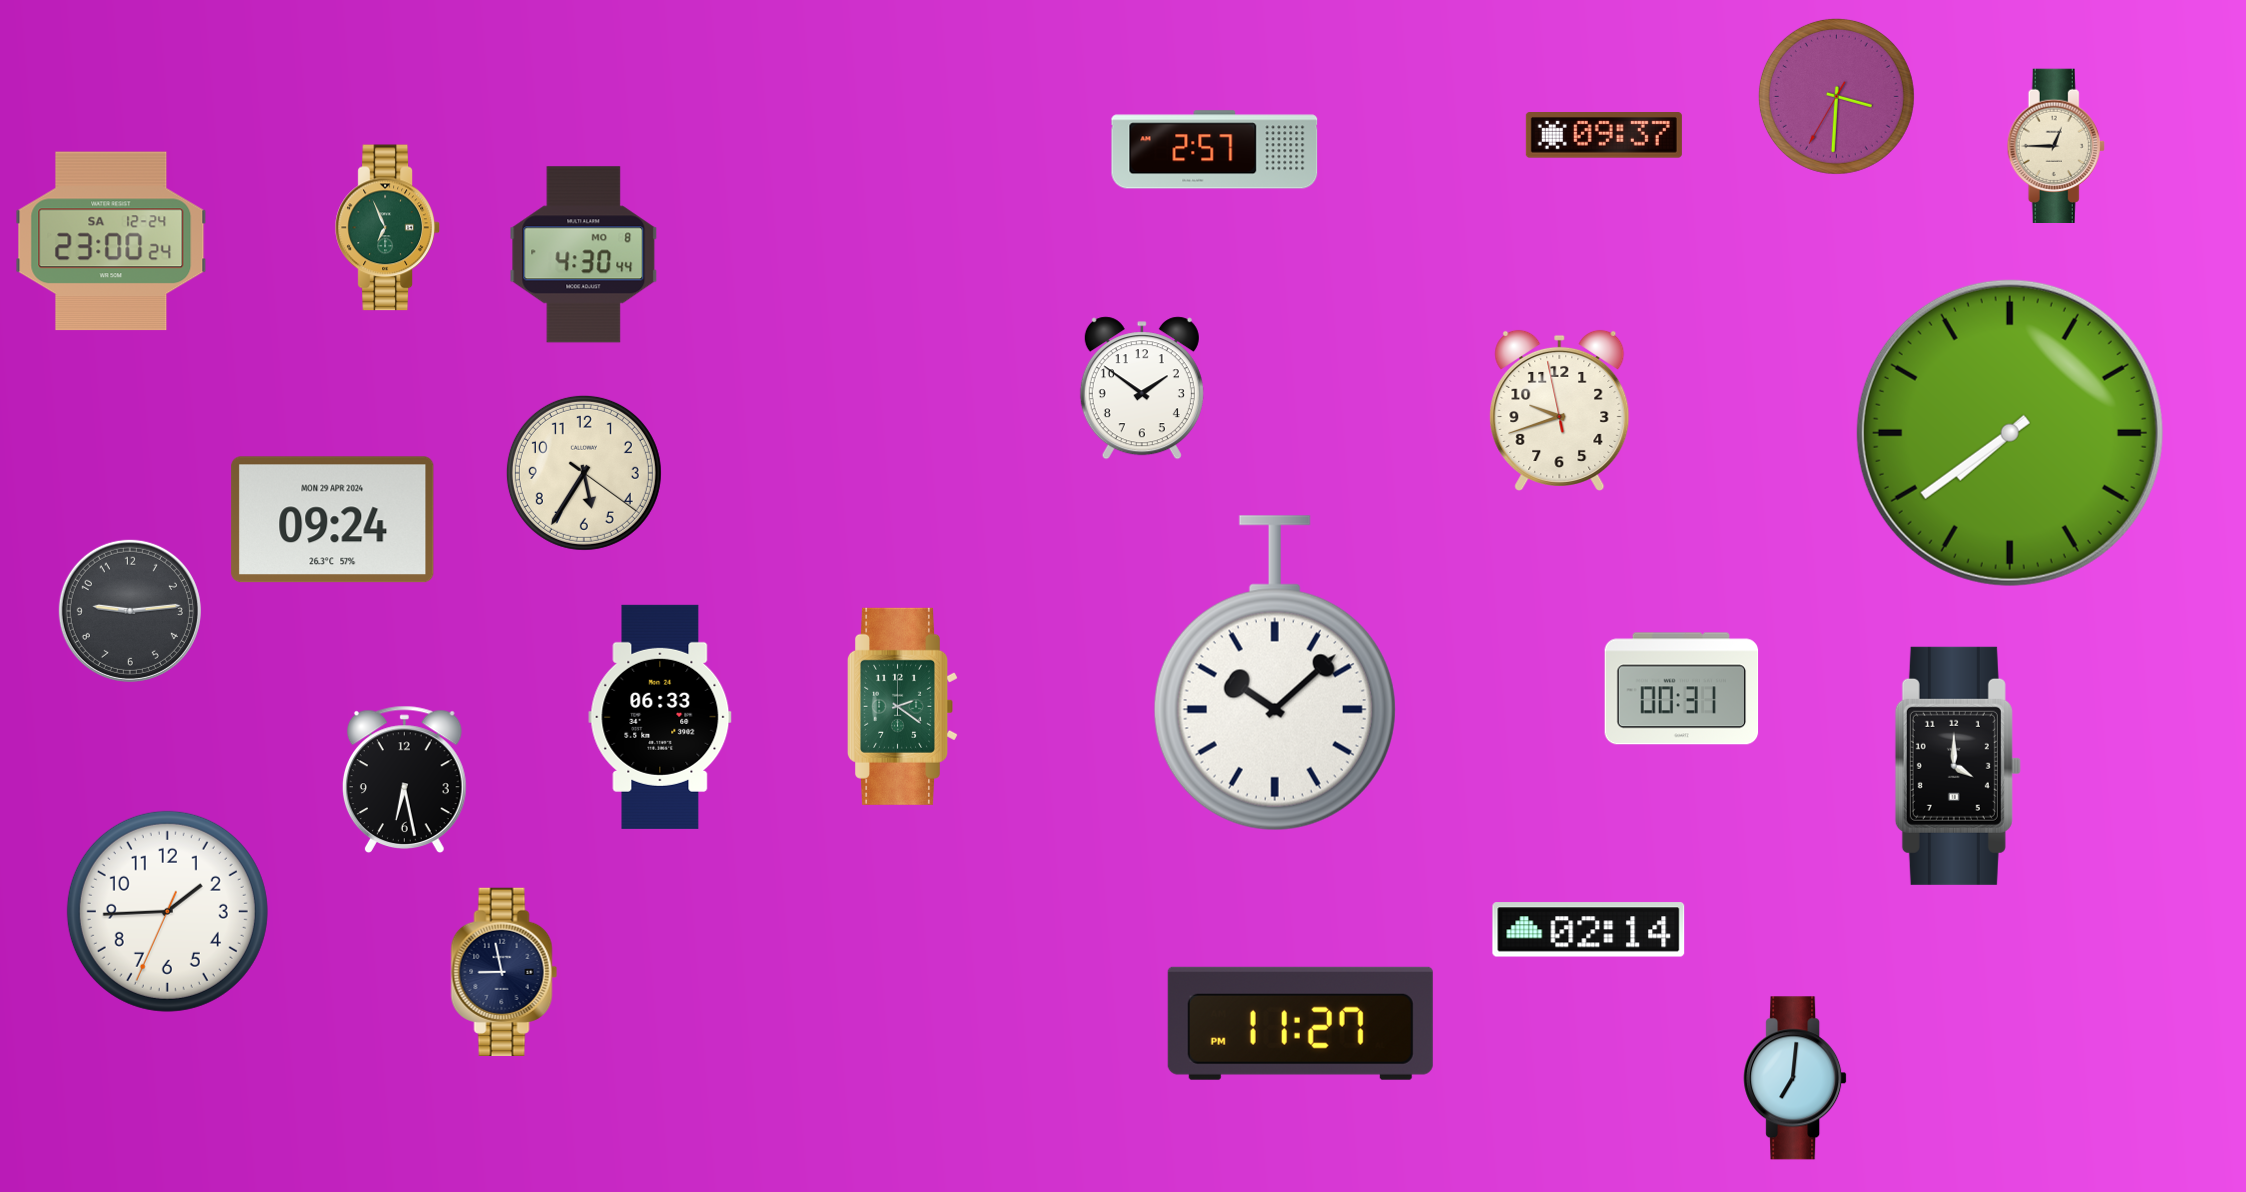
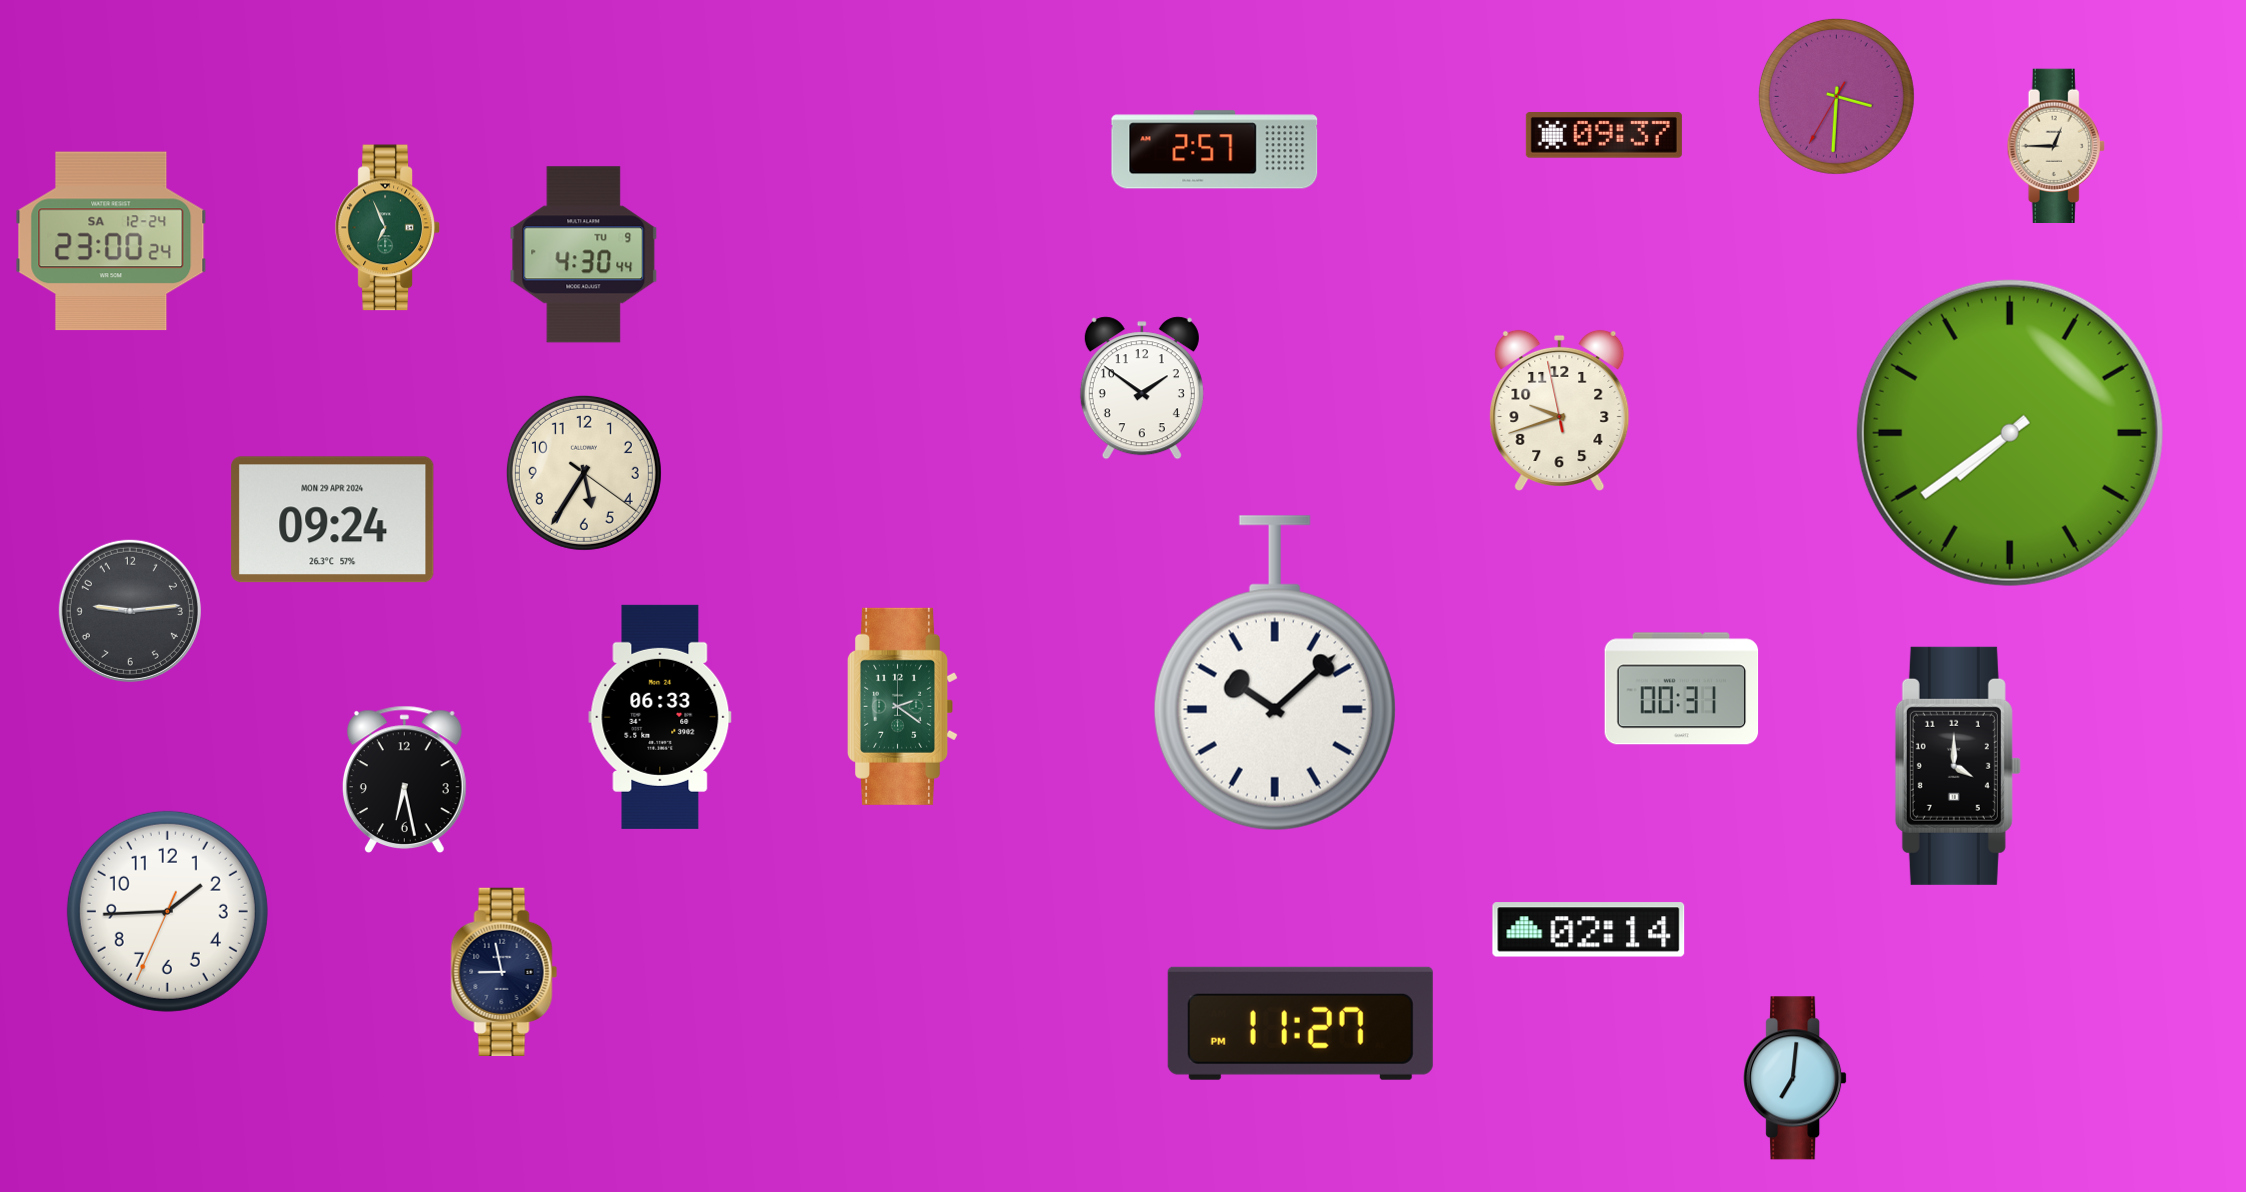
clock at (584, 255) date: MO 8 -> TU 9
